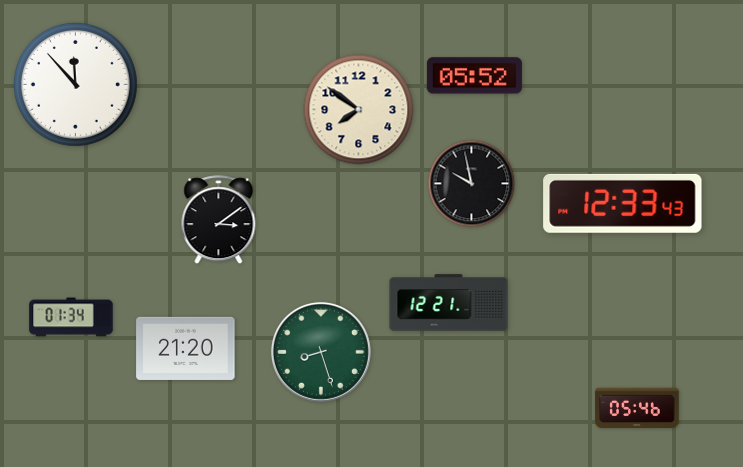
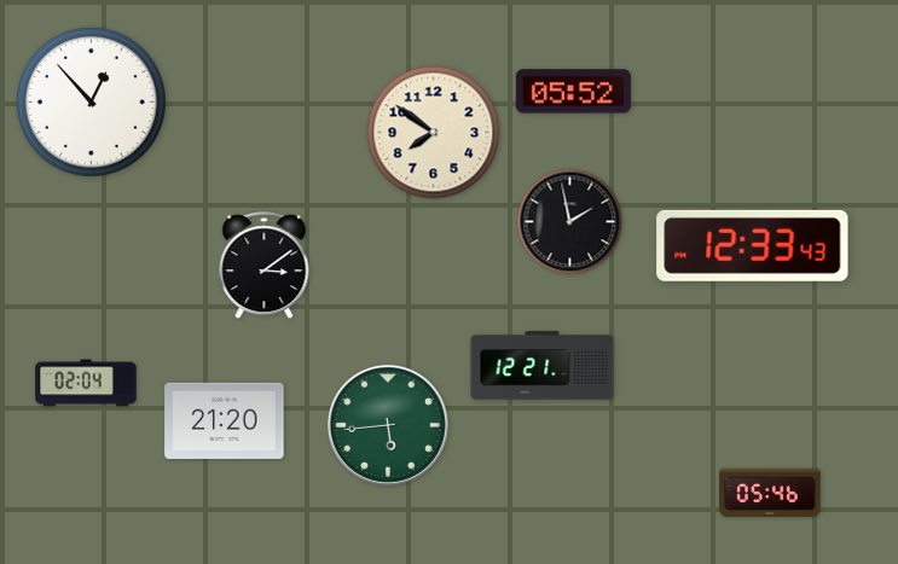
clock at (75, 84): 11:53 -> 12:53
clock at (472, 184): 9:58 -> 1:58
clock at (71, 317): 01:34 -> 02:04
clock at (321, 352): 8:27 -> 5:44
